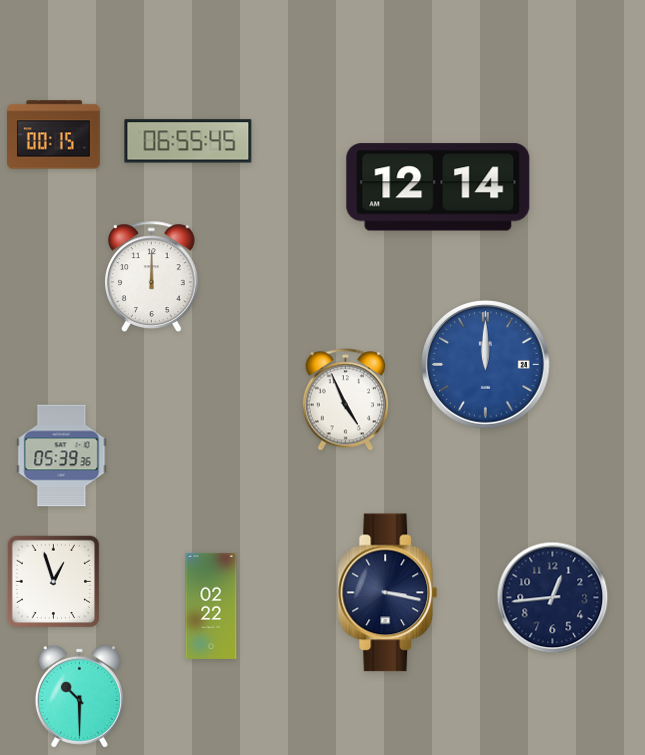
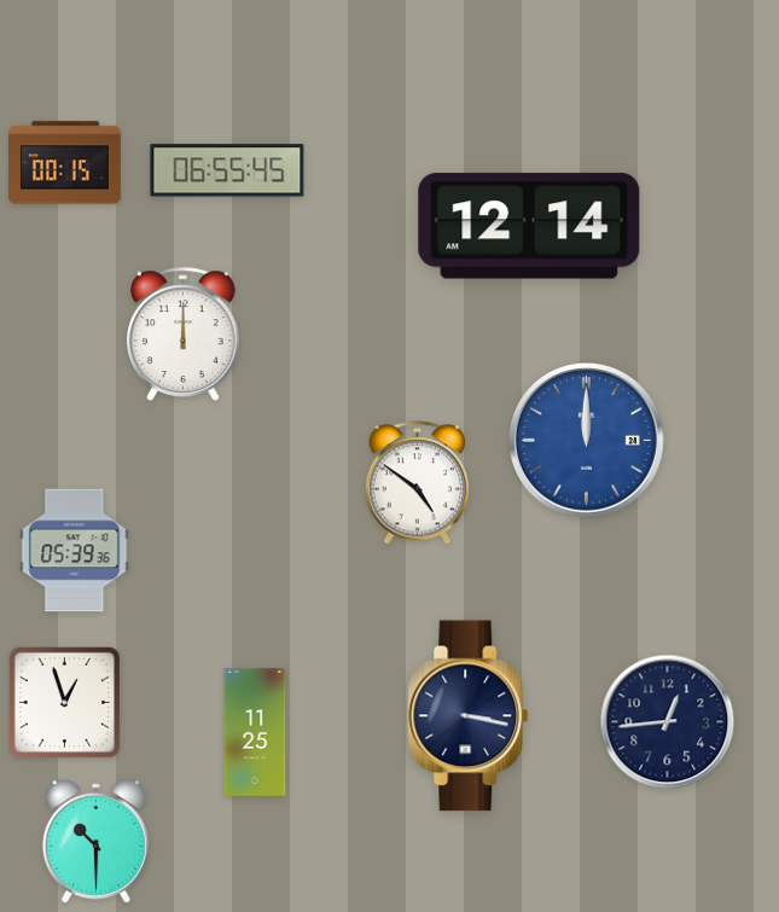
clock at (345, 400): 4:56 -> 4:51
clock at (211, 606): 02:22 -> 11:25
